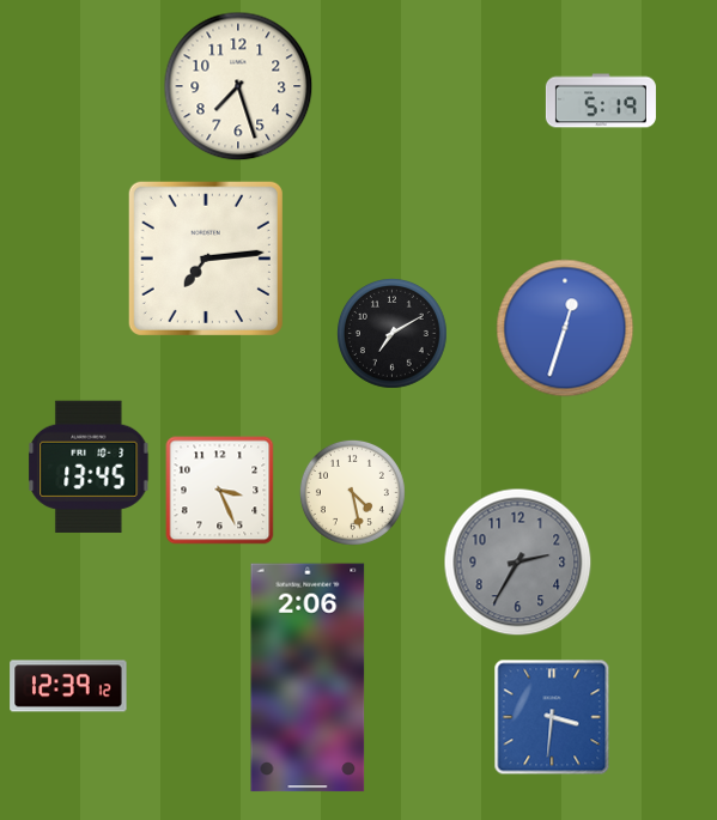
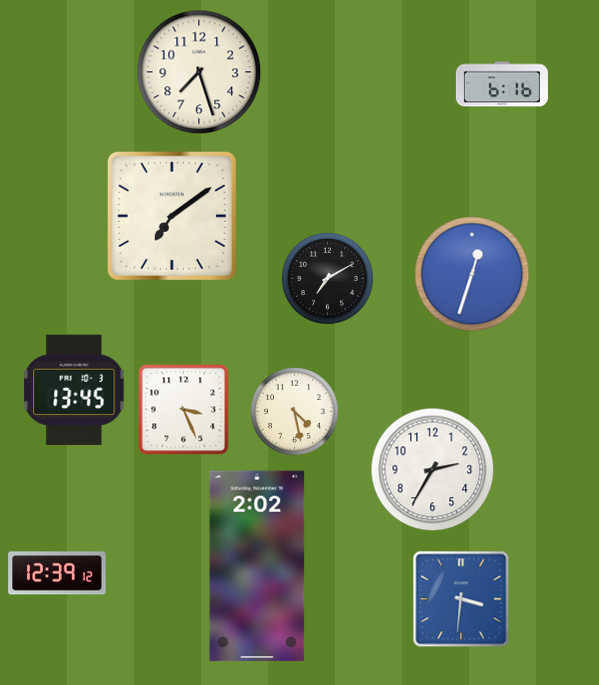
clock at (601, 101): 5:19 -> 6:16
clock at (206, 259): 7:14 -> 7:09
clock at (518, 563) dial: grey -> white
clock at (308, 678): 2:06 -> 2:02
